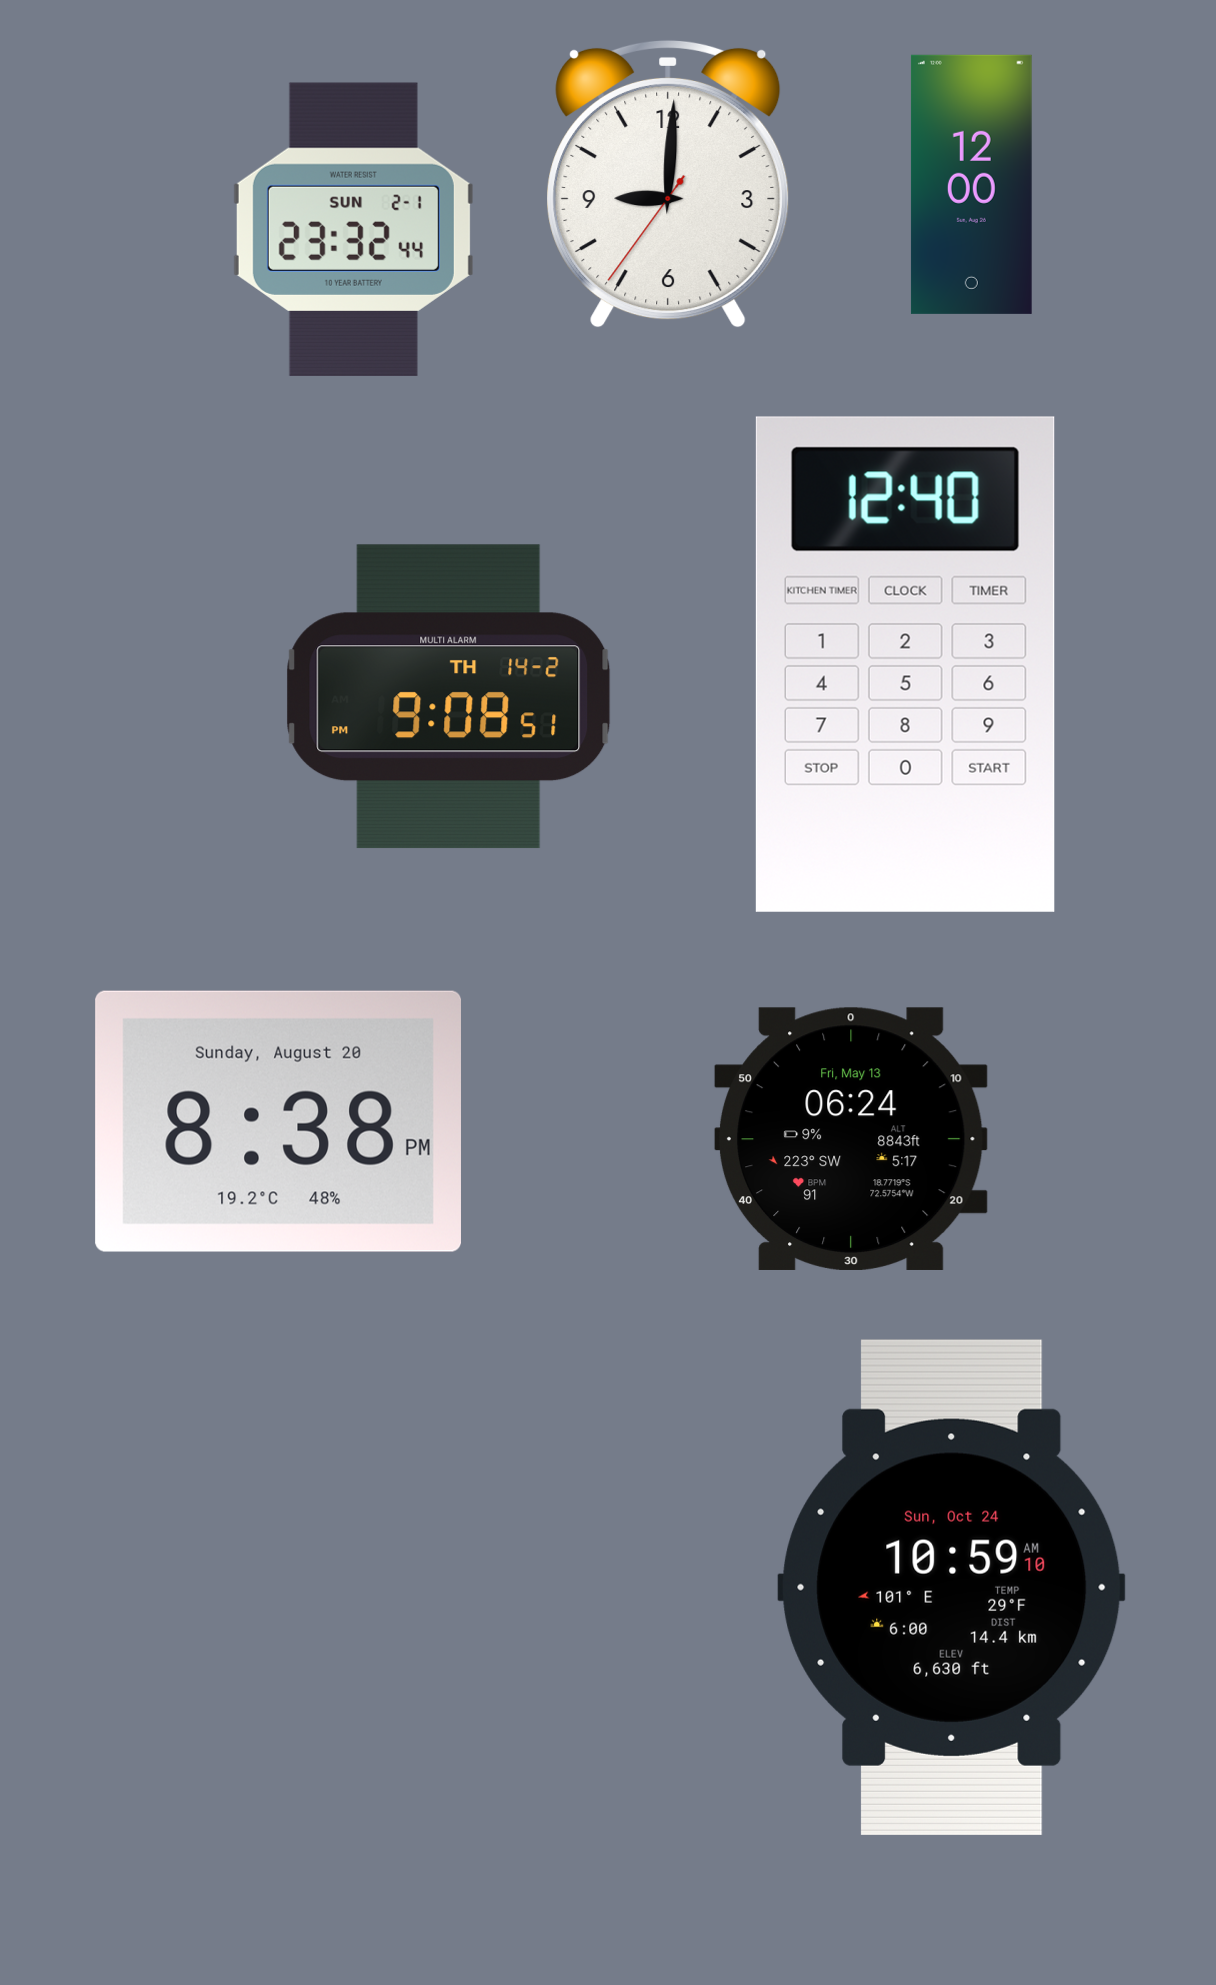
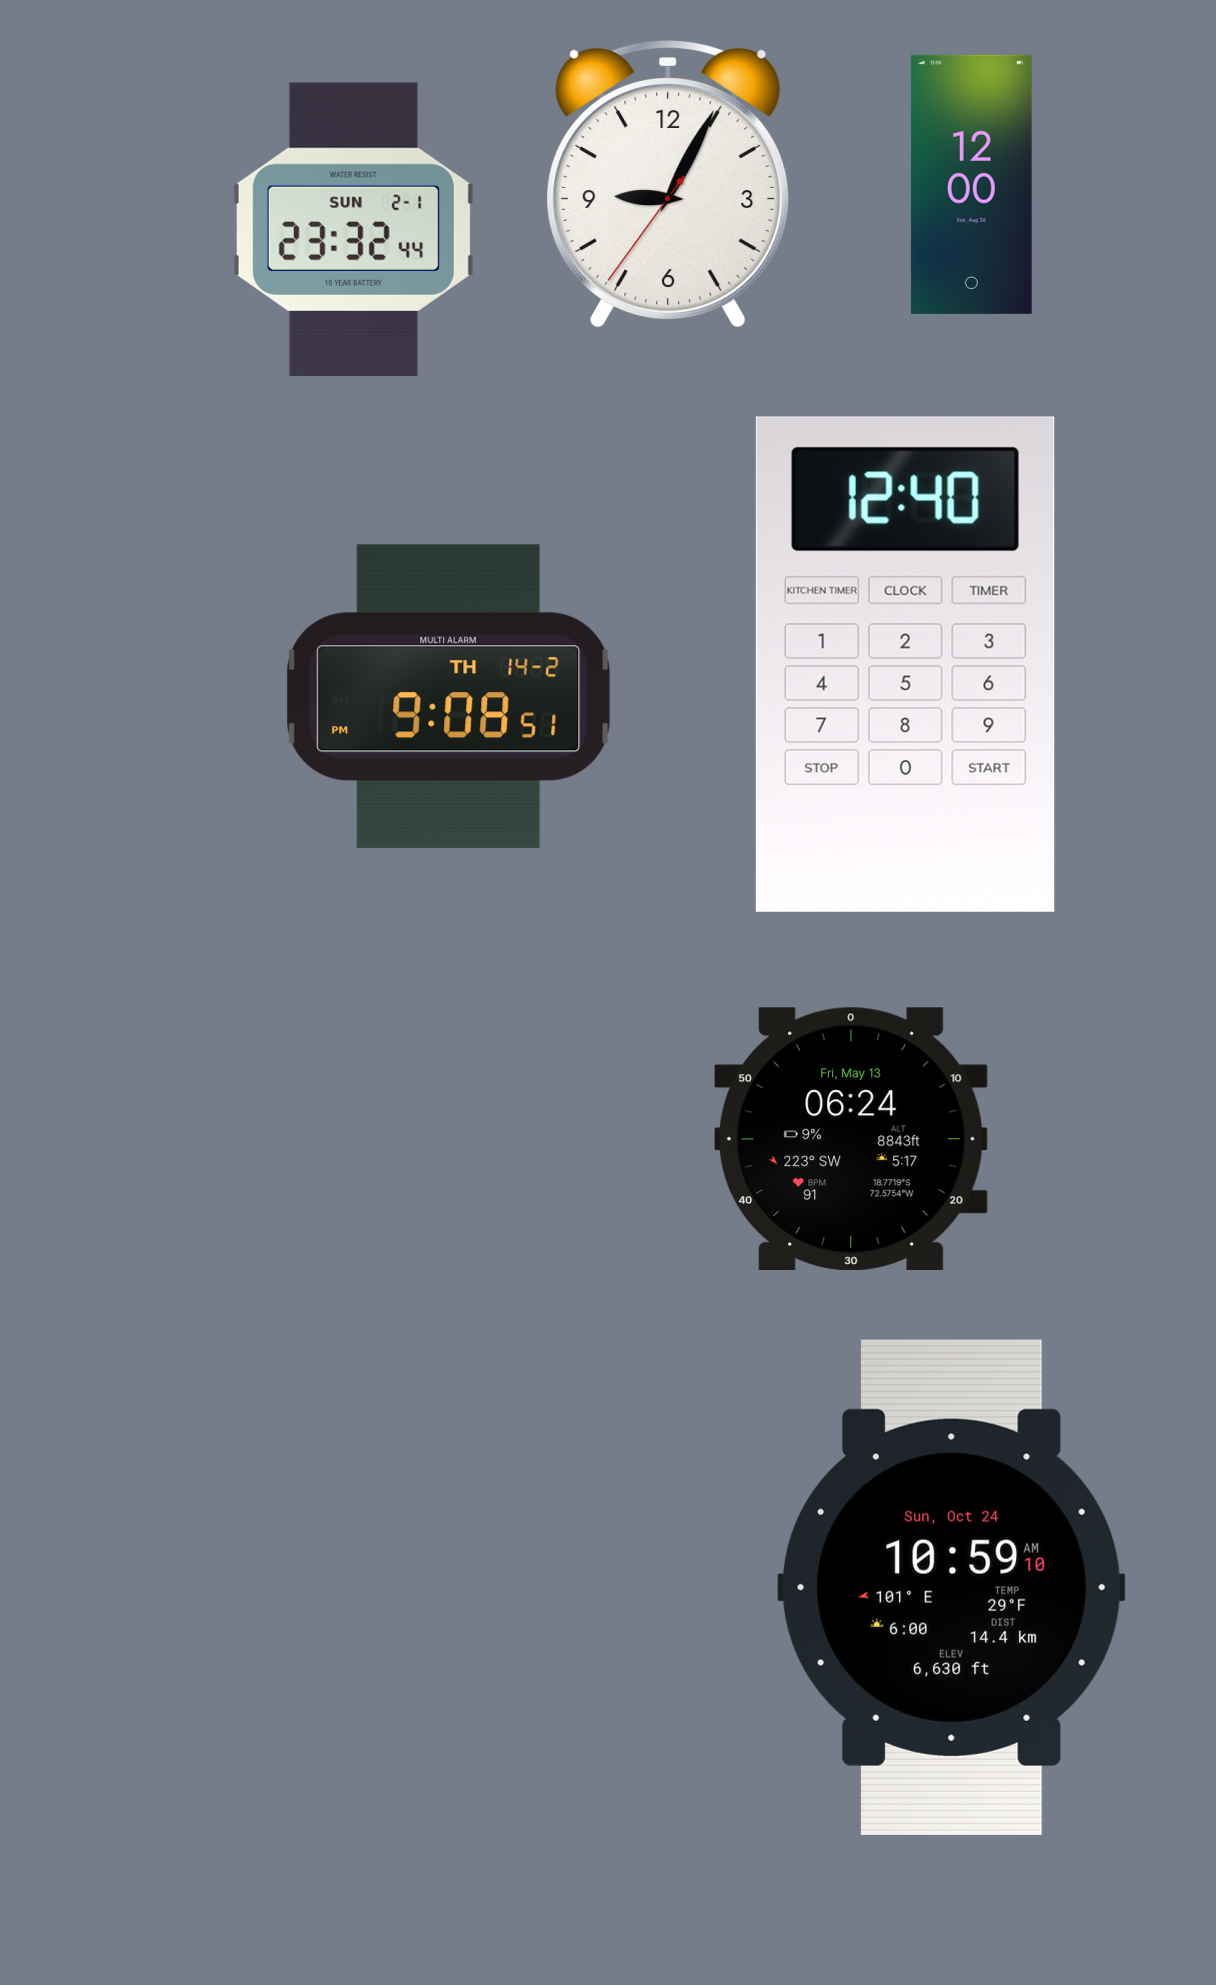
clock at (668, 184): 9:00 -> 9:04
clock at (278, 1121): 8:38 -> none
